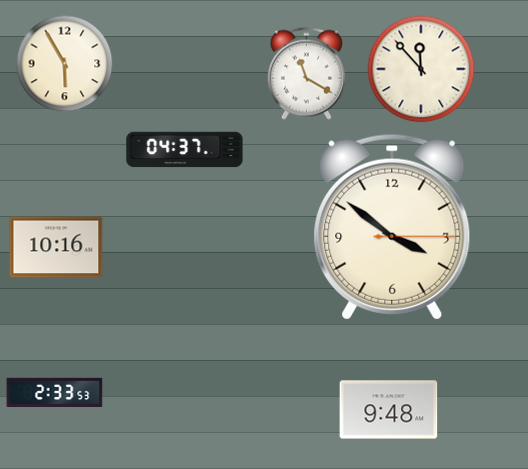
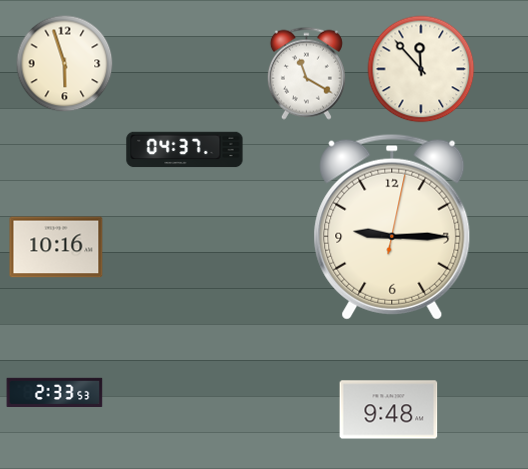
clock at (65, 64): 5:55 -> 5:57
clock at (392, 227): 3:51 -> 9:15
